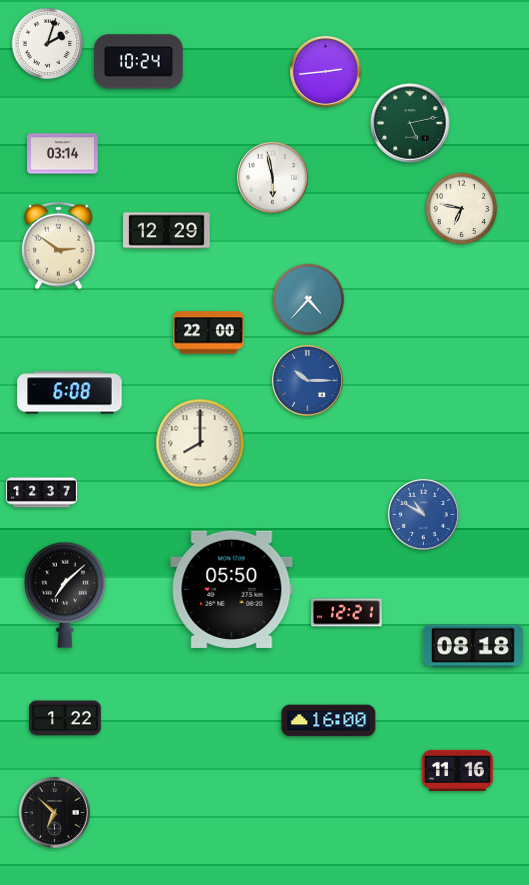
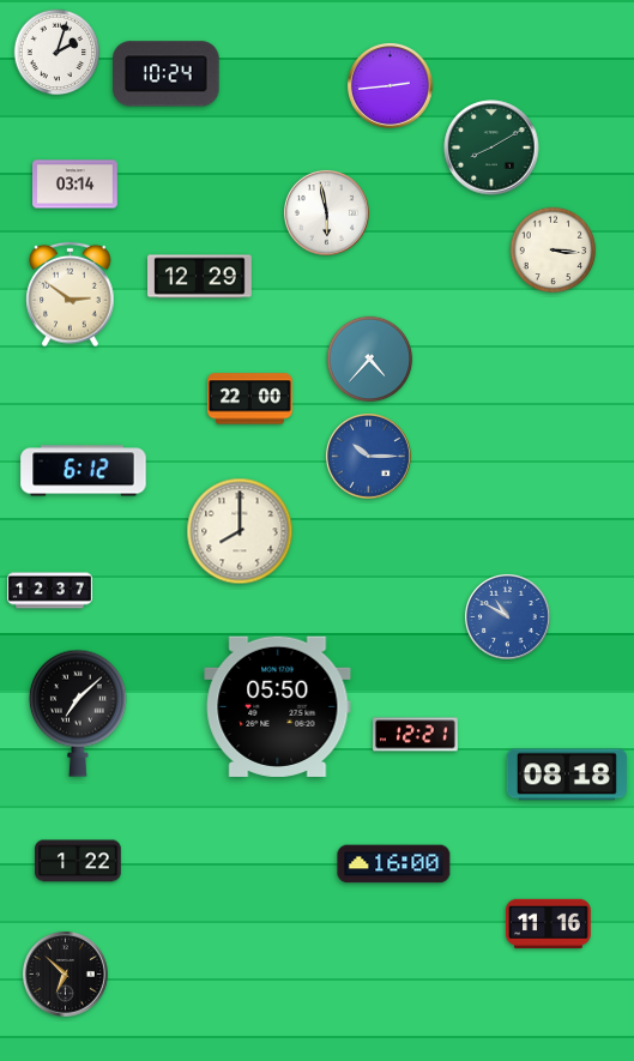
clock at (410, 123): 5:13 -> 8:10
clock at (462, 209): 6:47 -> 3:16
clock at (70, 393): 6:08 -> 6:12
